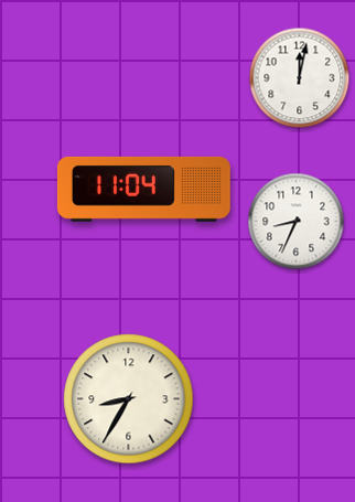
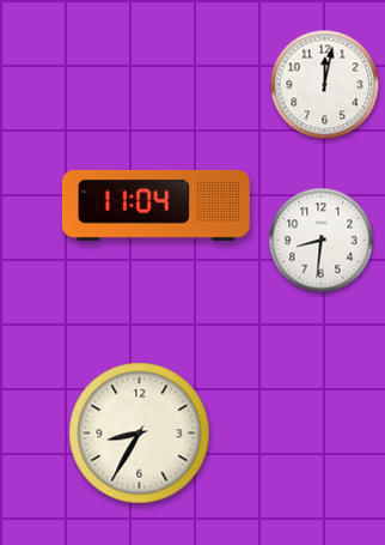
clock at (297, 222): 8:34 -> 8:31
